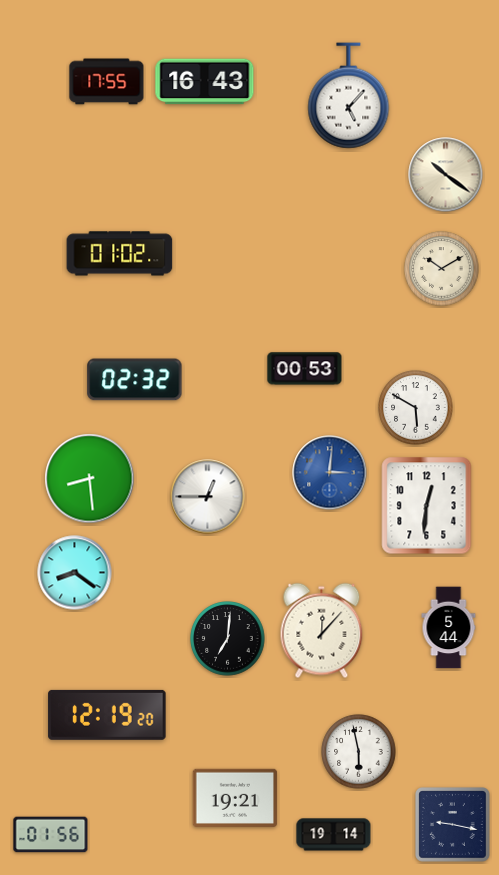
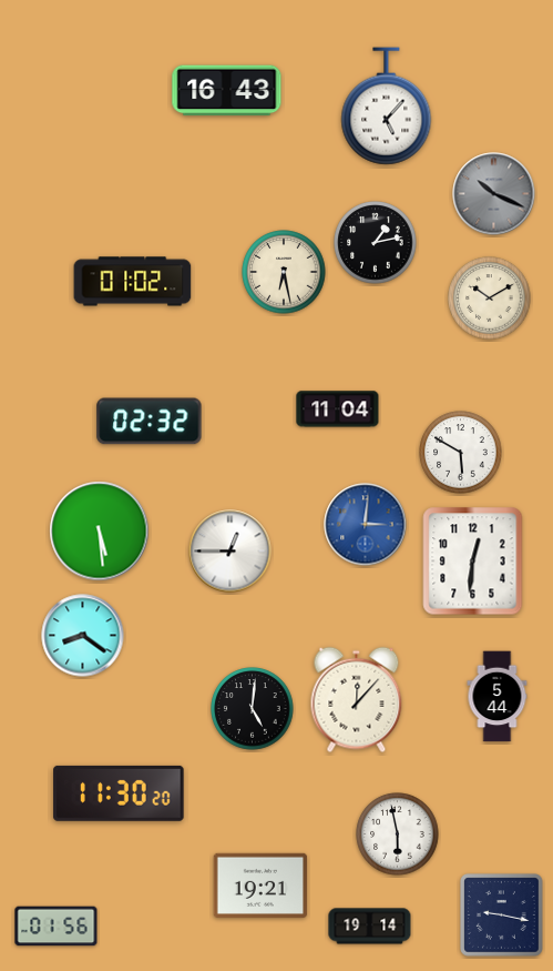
clock at (107, 82): 17:55 -> none
clock at (446, 175): 10:21 -> 10:19
clock at (446, 175) dial: cream -> grey
clock at (376, 243): none -> 1:13
clock at (284, 272): none -> 6:28
clock at (305, 369): 00:53 -> 11:04
clock at (90, 479): 8:29 -> 5:29
clock at (228, 639): 7:01 -> 5:01
clock at (107, 715): 12:19 -> 11:30
